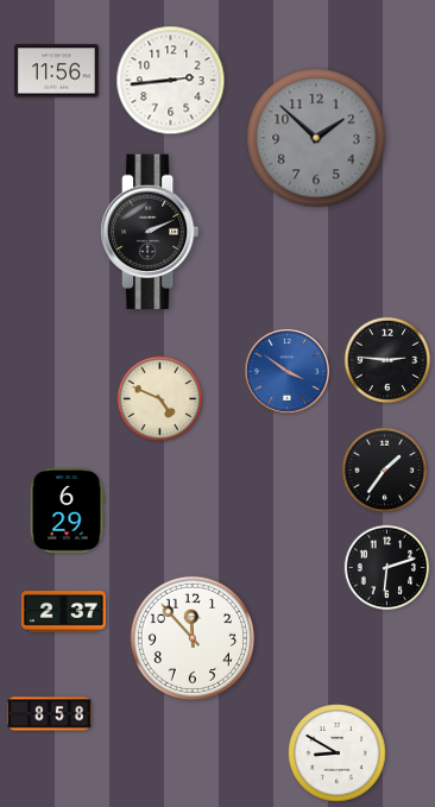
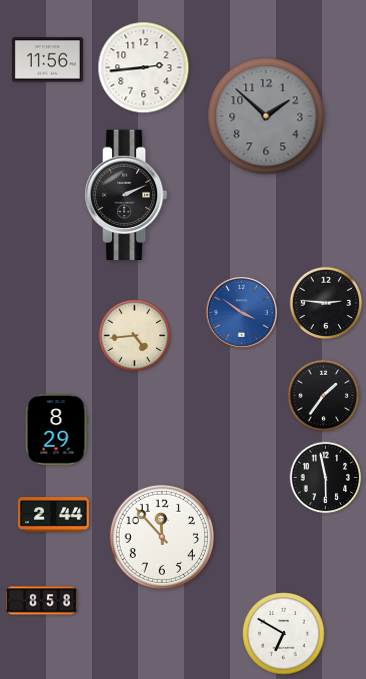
clock at (160, 399): 4:49 -> 4:44
clock at (67, 510): 6:29 -> 8:29
clock at (387, 568): 6:12 -> 5:58
clock at (63, 612): 2:37 -> 2:44
clock at (338, 754): 8:50 -> 6:50
